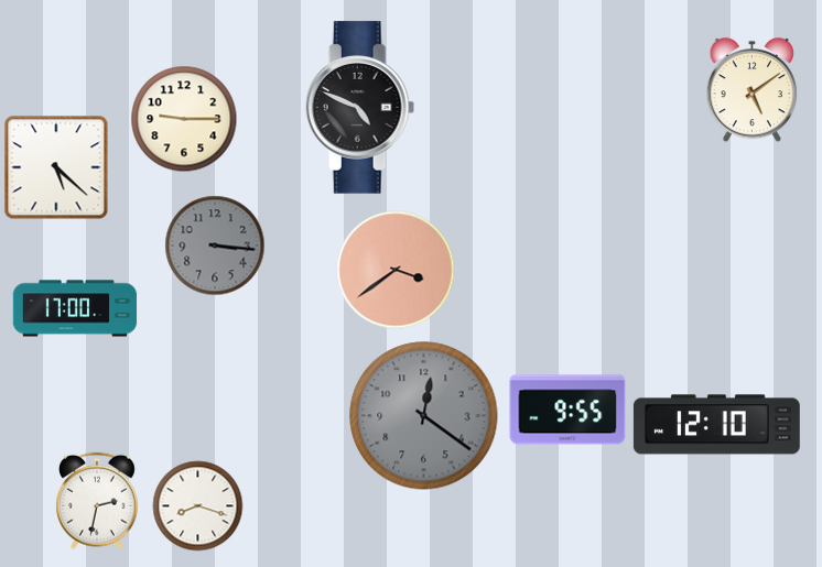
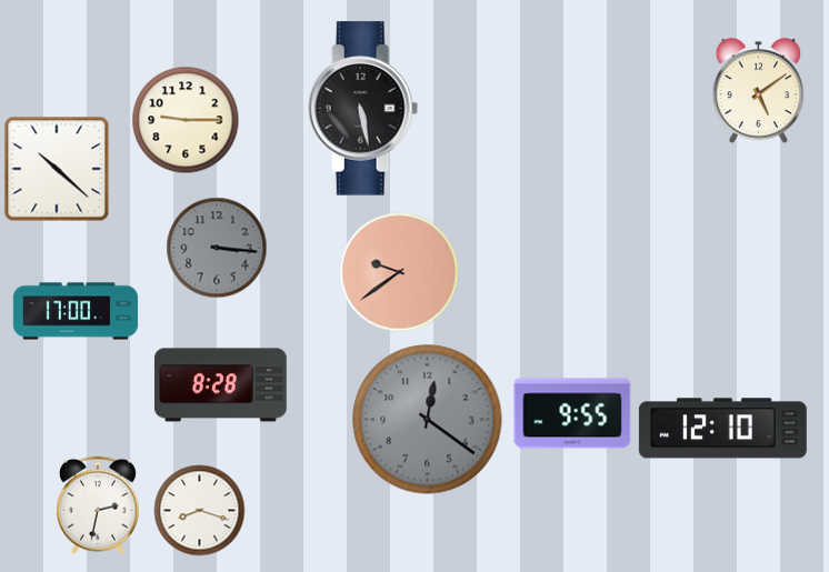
clock at (360, 108): 4:49 -> 5:28
clock at (56, 167): 5:22 -> 10:22
clock at (396, 270): 3:39 -> 9:39
clock at (220, 385): none -> 8:28
